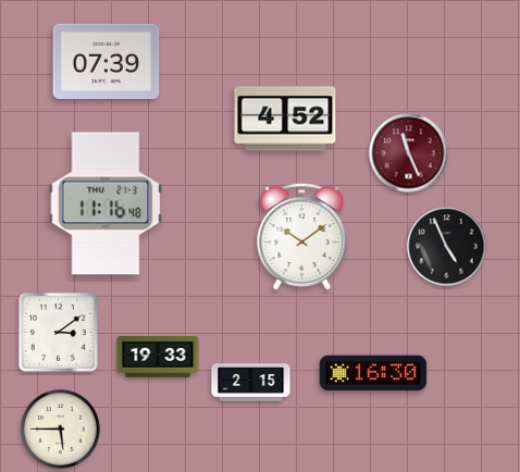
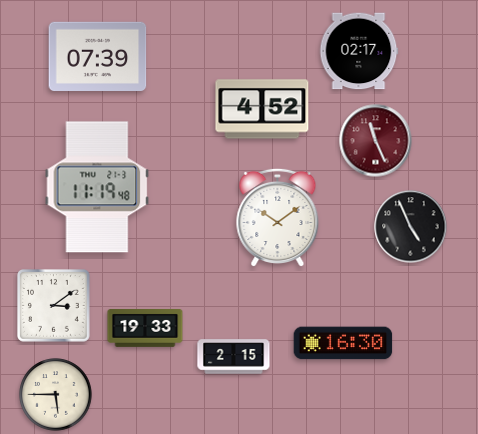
clock at (359, 51): none -> 02:17
clock at (106, 203): 11:16 -> 11:19
clock at (251, 383) position: (251, 383) -> (234, 357)
